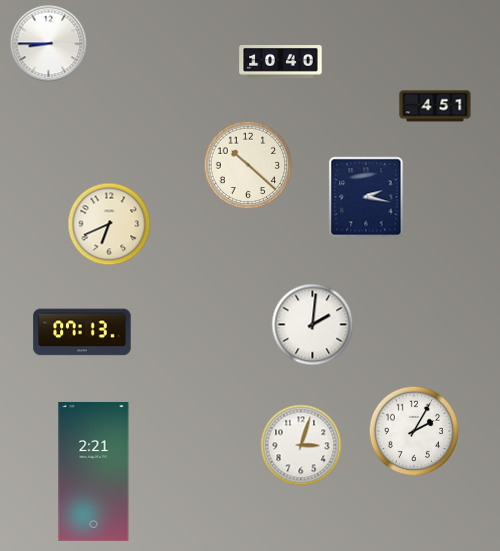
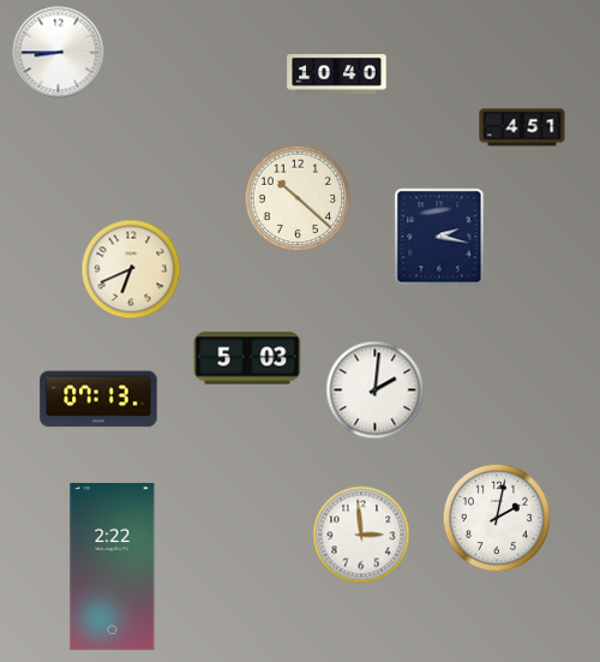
clock at (247, 358): none -> 5:03
clock at (414, 431): 2:05 -> 2:02
clock at (301, 445): 3:03 -> 2:59
clock at (94, 471): 2:21 -> 2:22
